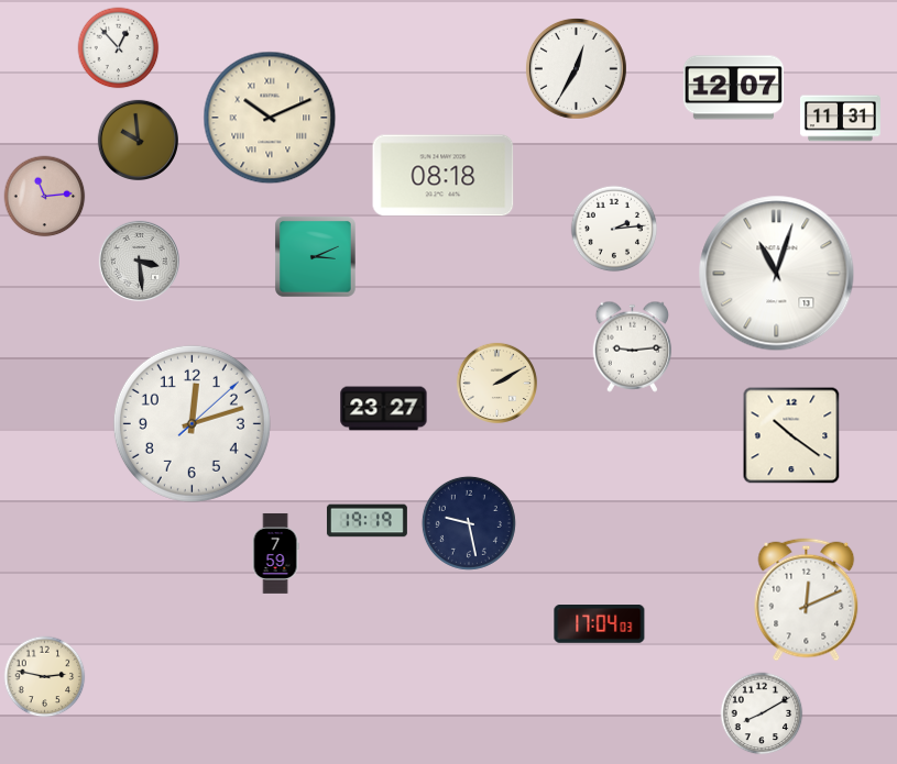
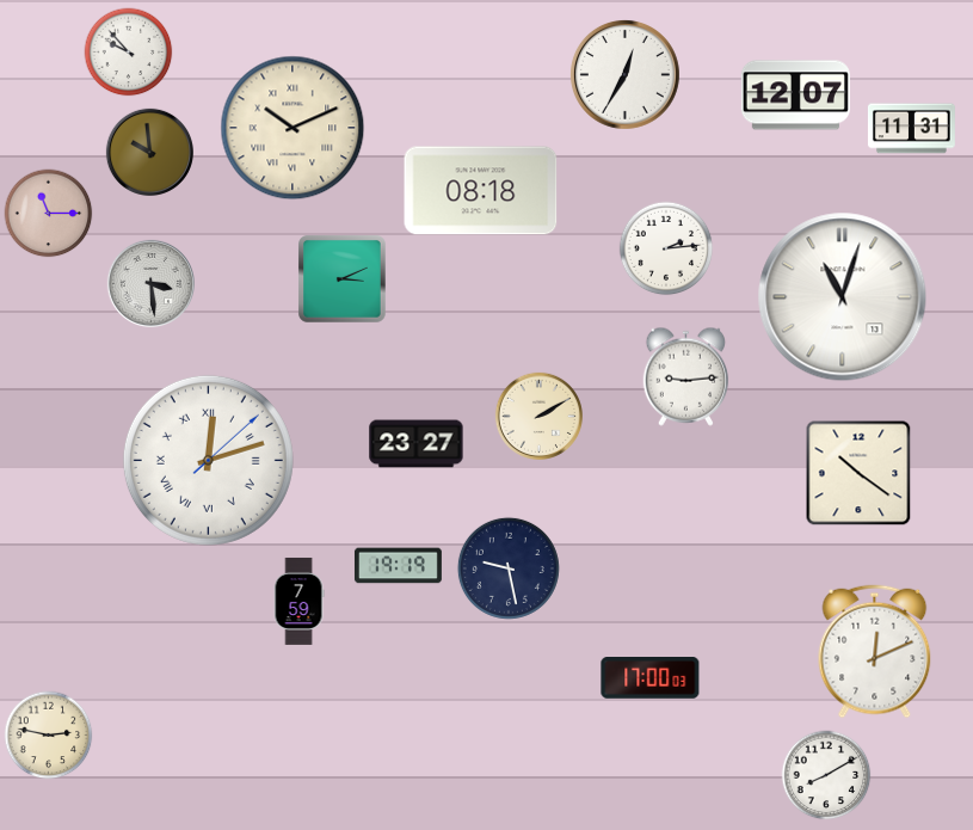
clock at (119, 48): 12:53 -> 9:53
clock at (45, 197): 11:14 -> 11:15
clock at (192, 423) numerals: Arabic -> Roman
clock at (600, 624): 17:04 -> 17:00
